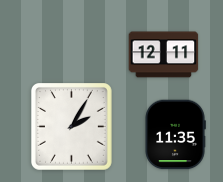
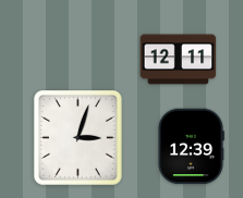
clock at (72, 127): 2:05 -> 3:03
clock at (175, 135): 11:35 -> 12:39
